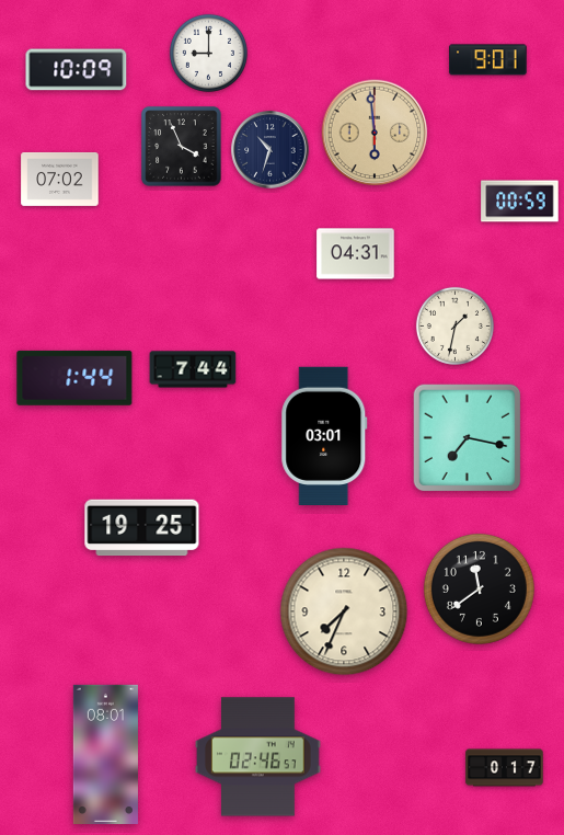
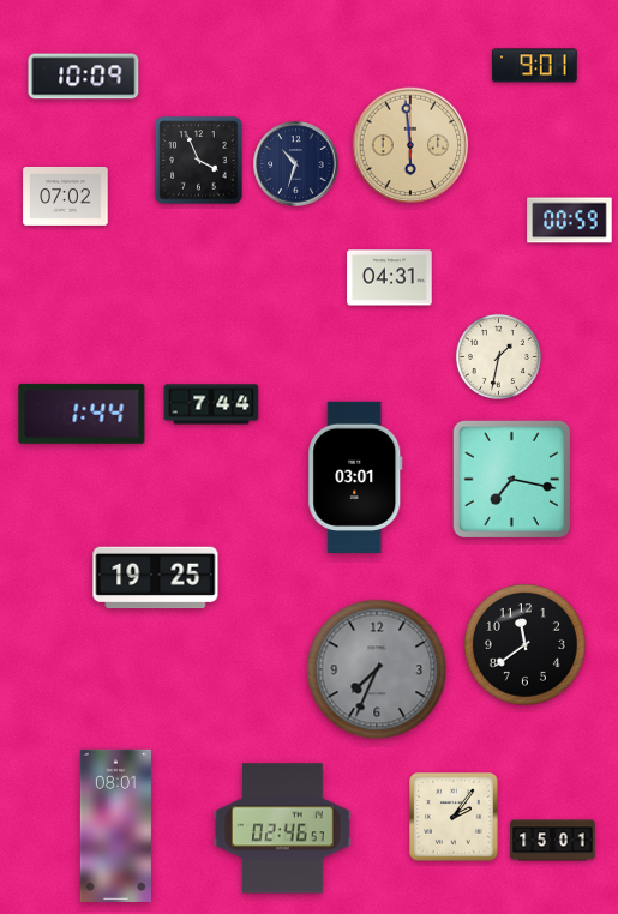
clock at (208, 53): 9:00 -> none
clock at (344, 611) dial: cream -> grey
clock at (454, 817): none -> 2:06
clock at (505, 768): 0:17 -> 15:01
